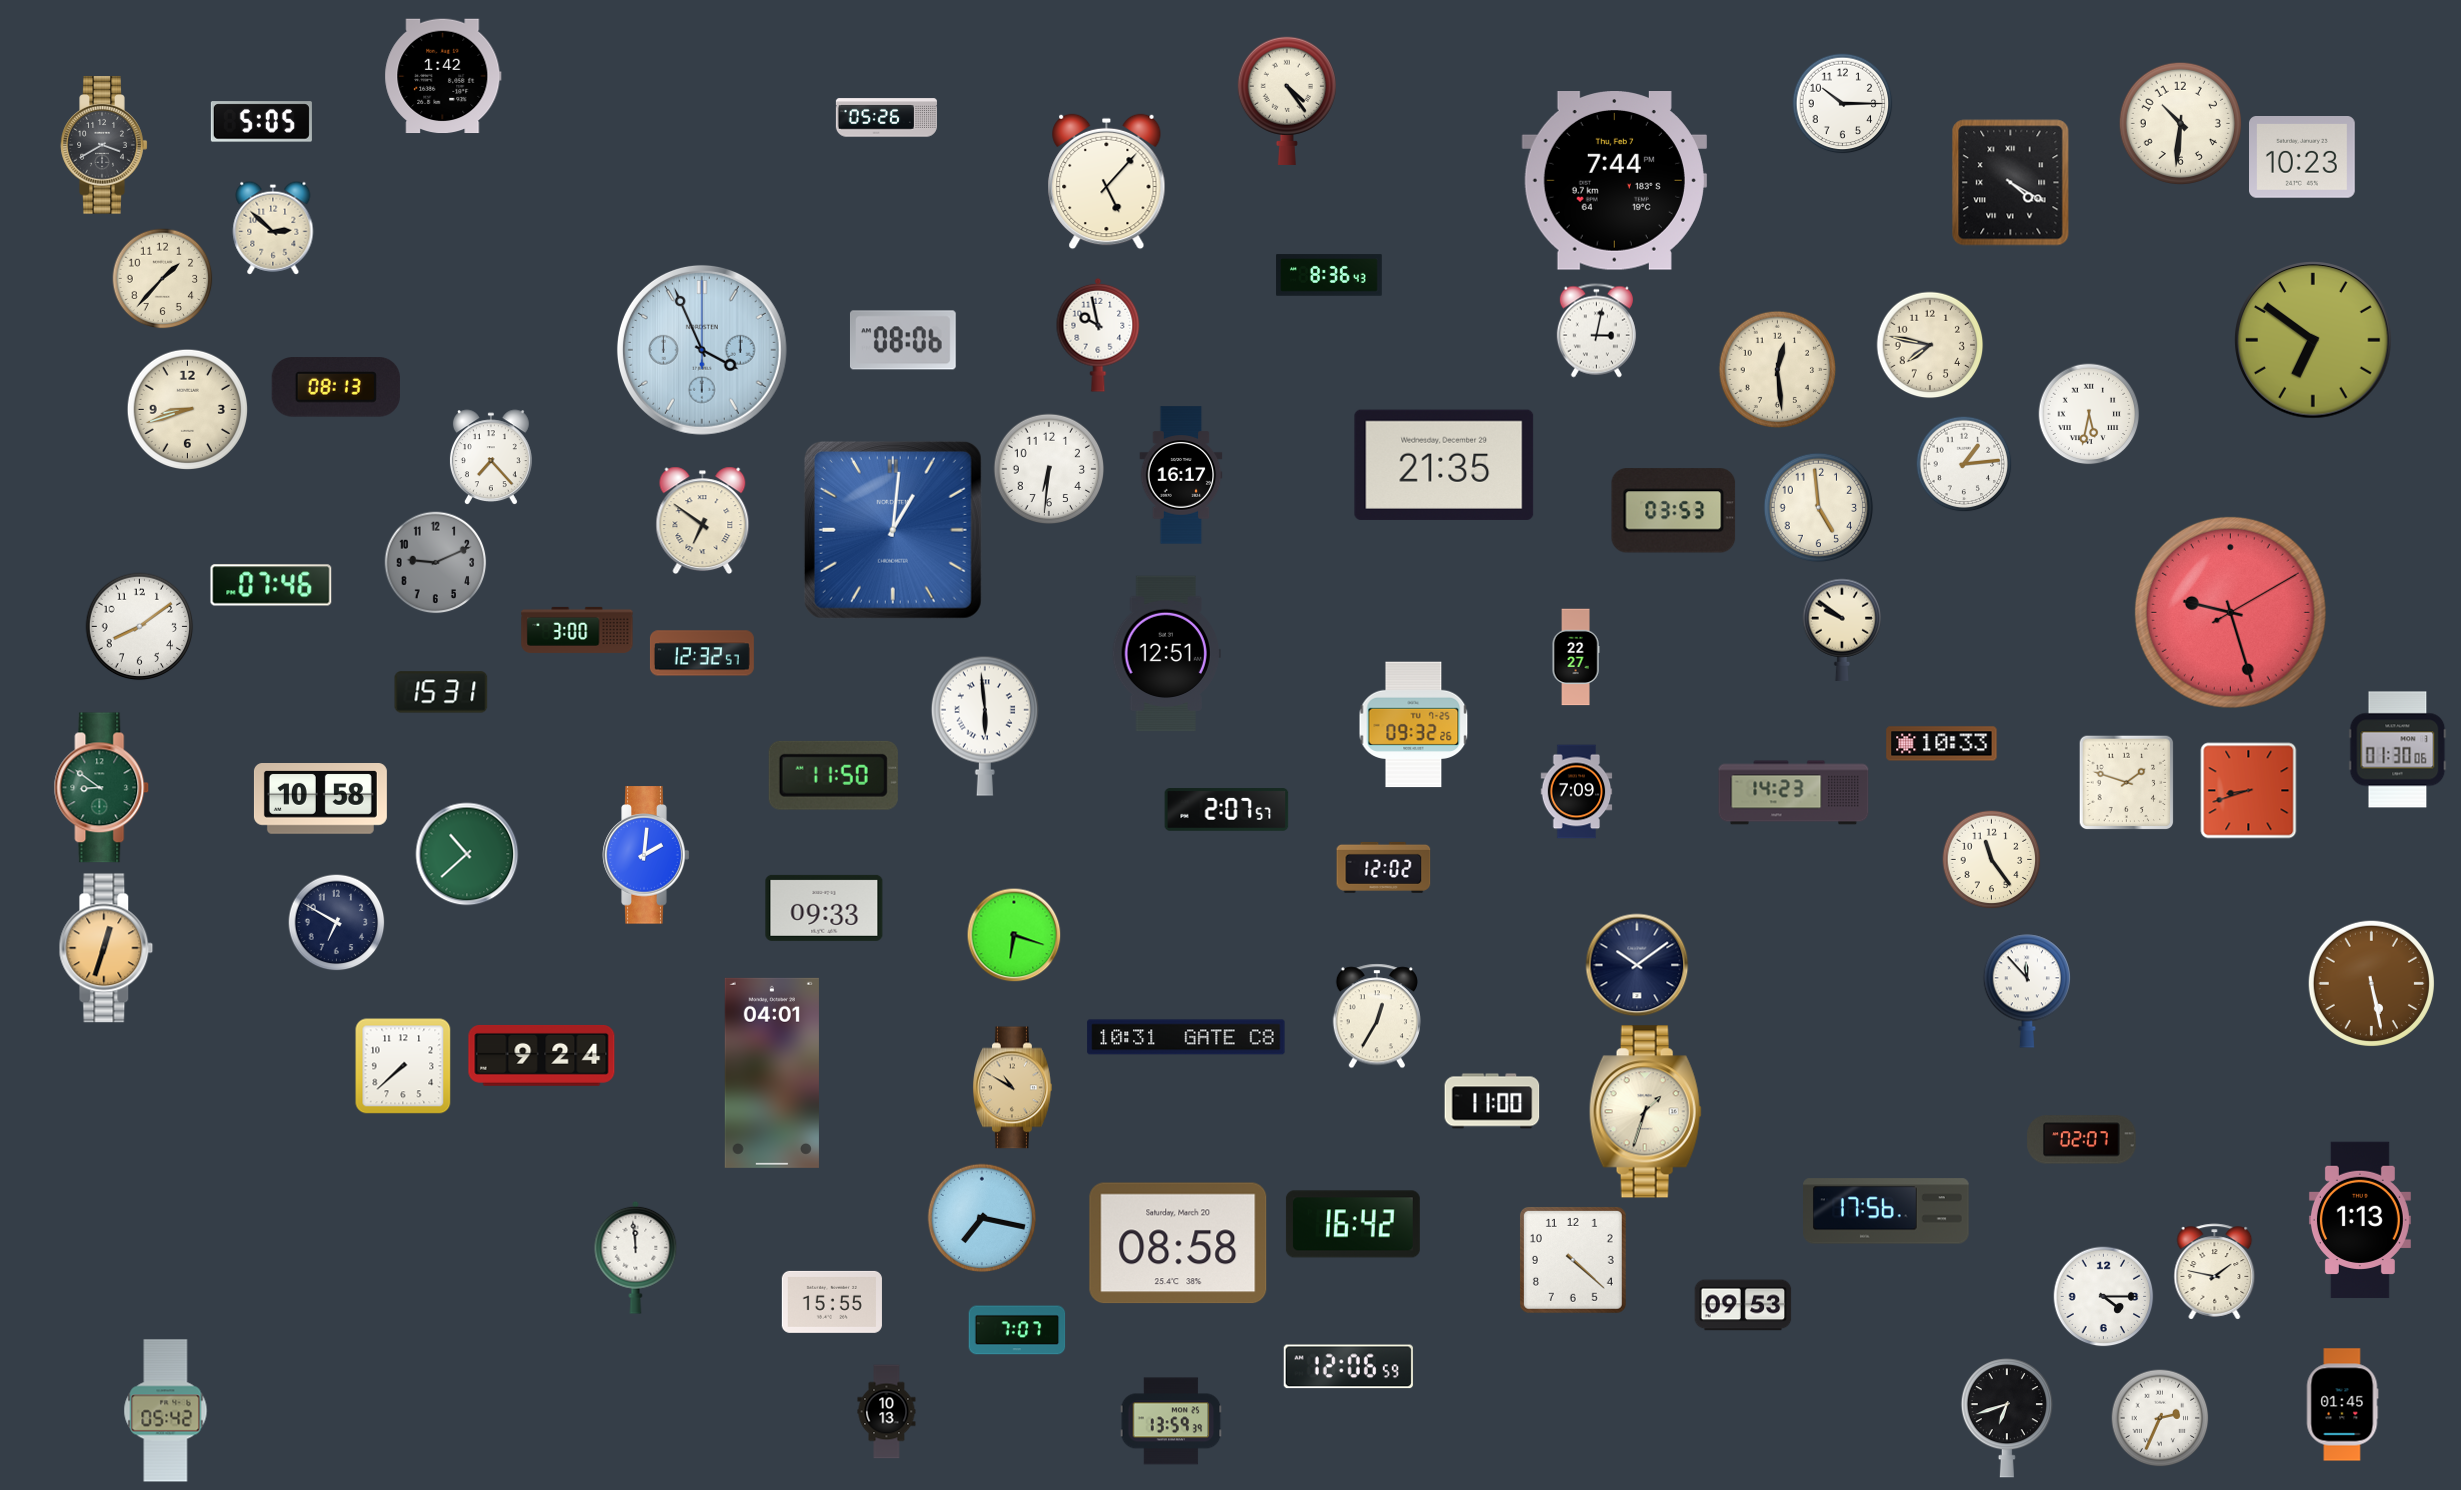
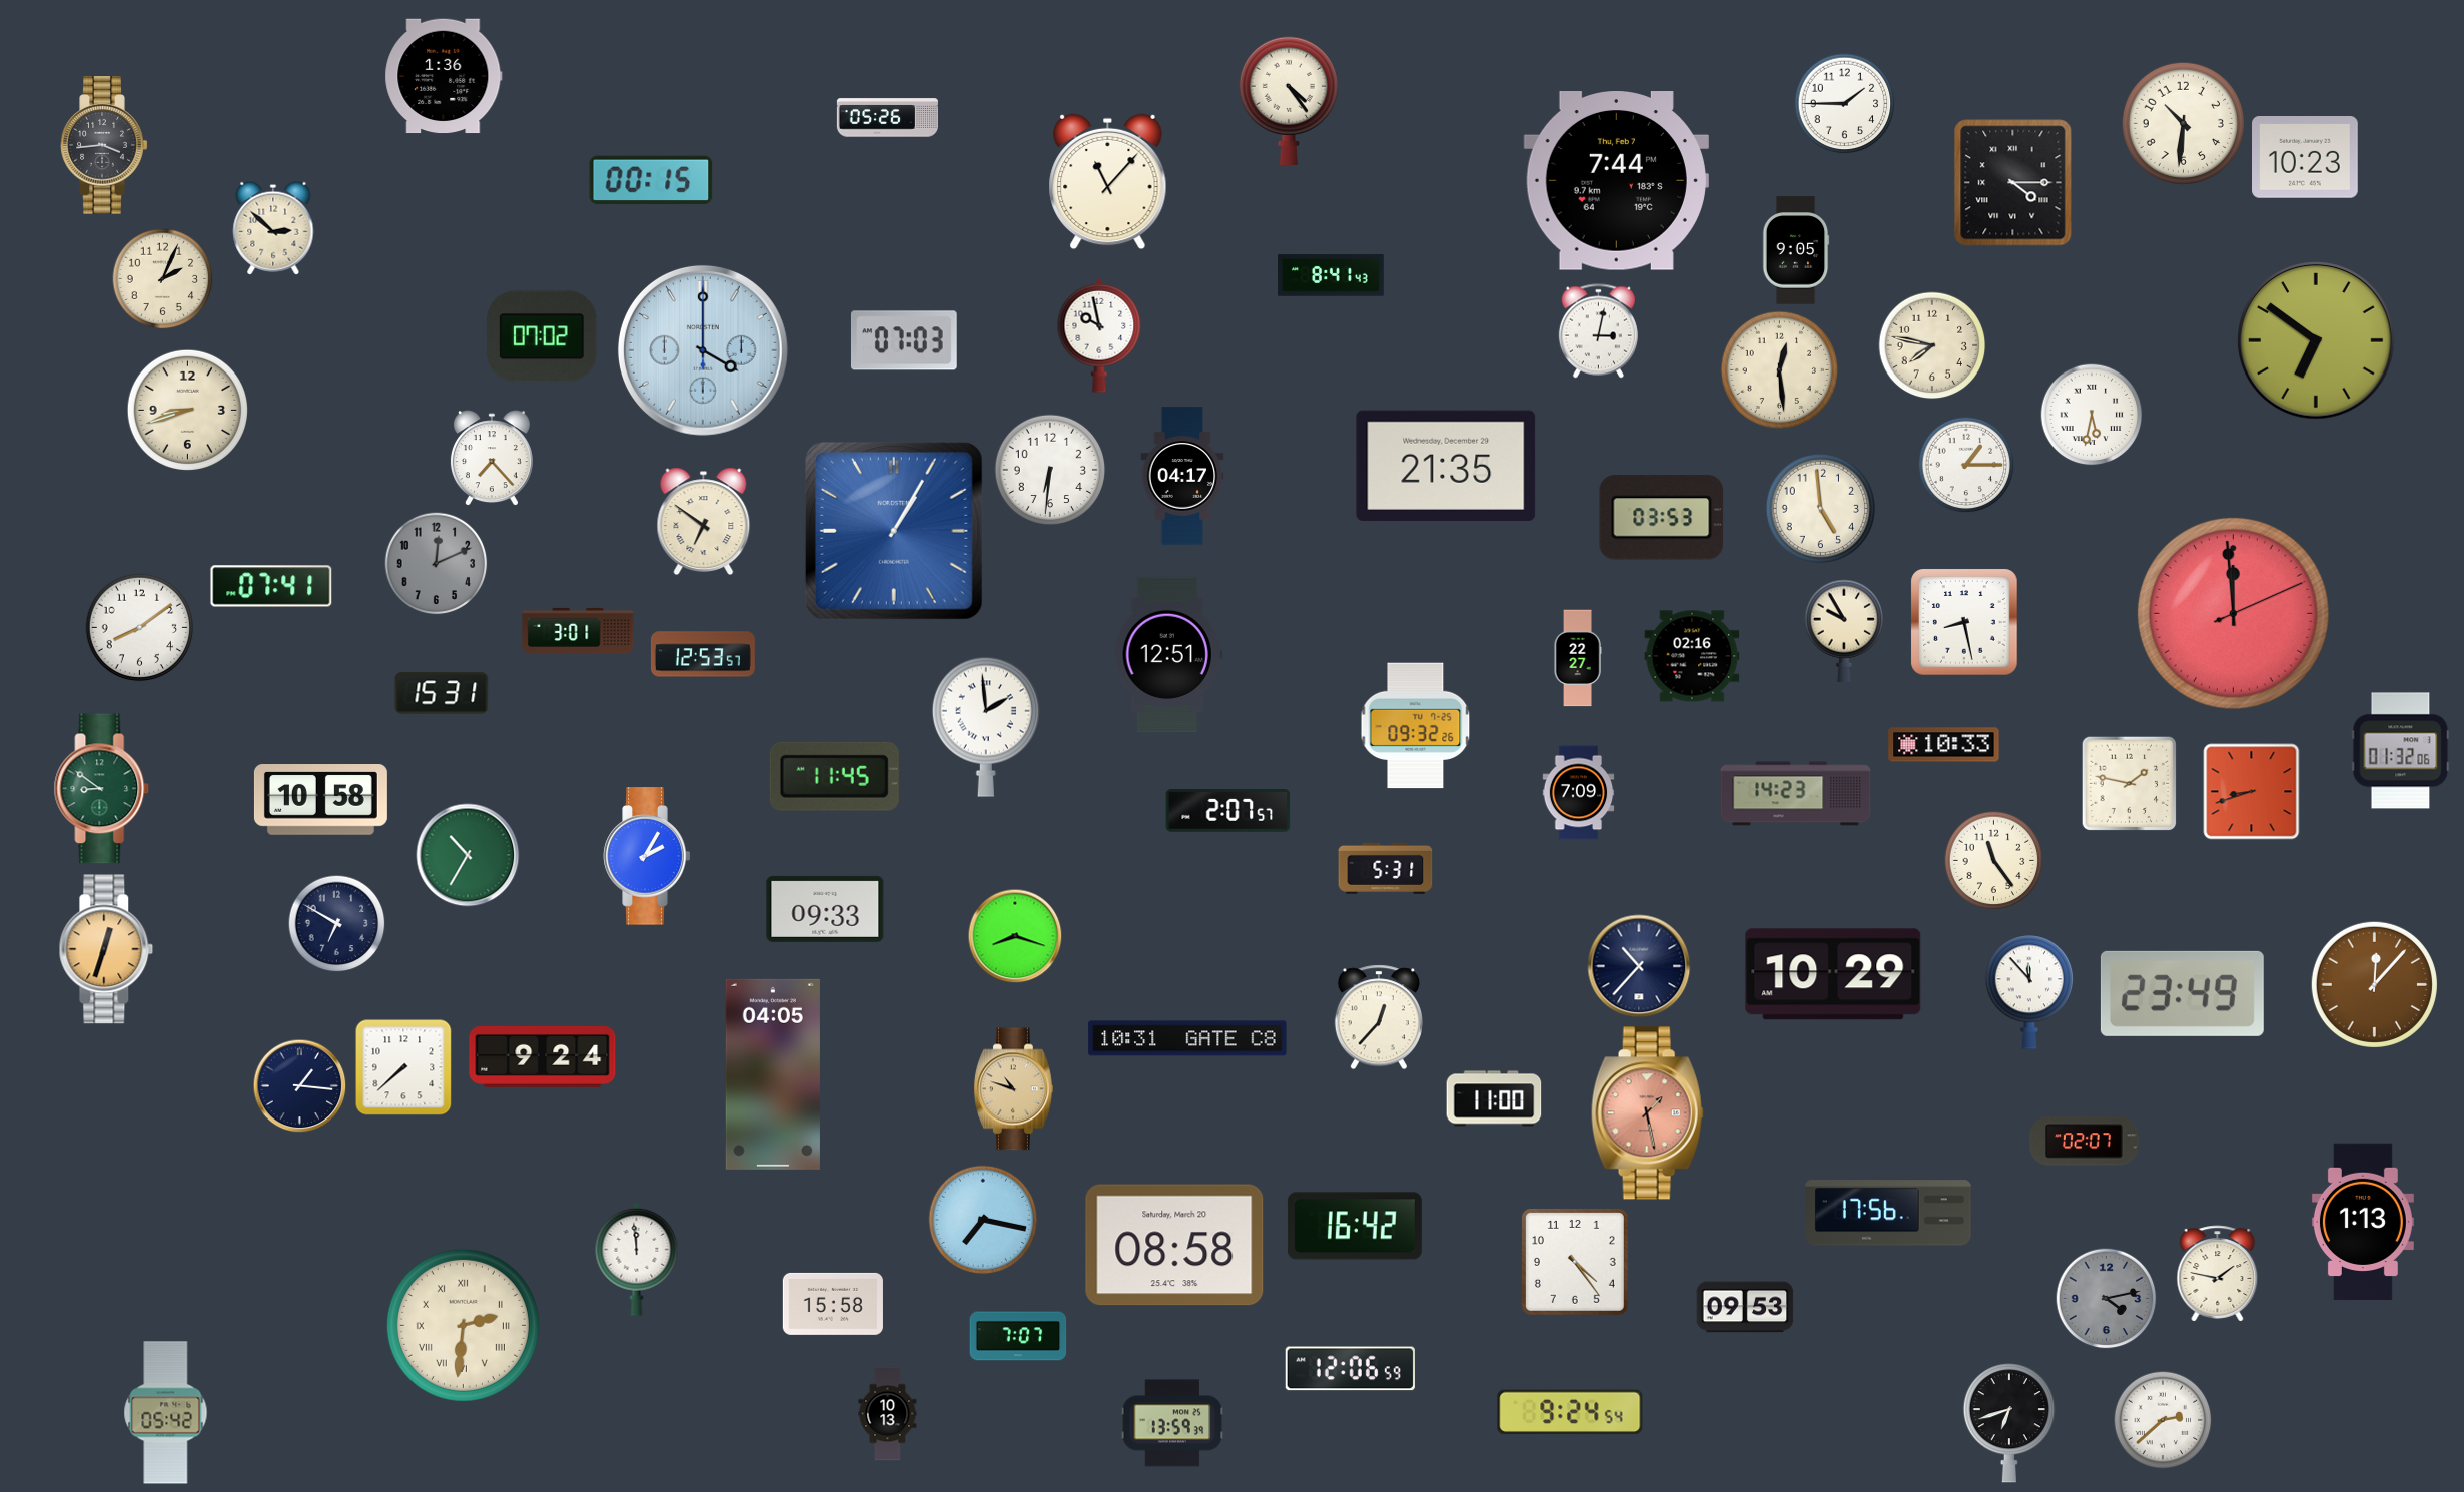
clock at (443, 76): 1:42 -> 1:36
clock at (1843, 104): 10:15 -> 1:45
clock at (261, 122): 5:05 -> none
clock at (104, 145): 3:40 -> 3:44
clock at (651, 180): none -> 00:15
clock at (1107, 182): 5:07 -> 11:07
clock at (2011, 183): 4:20 -> 4:15
clock at (1796, 250): none -> 9:05
clock at (1329, 275): 8:36 -> 8:41
clock at (163, 279): 1:37 -> 2:04
clock at (542, 336): none -> 07:02
clock at (903, 340): 08:06 -> 07:03
clock at (702, 350): 3:56 -> 4:00
clock at (336, 387): 08:13 -> none
clock at (1964, 464): 1:14 -> 1:15
clock at (1181, 475): 16:17 -> 04:17
clock at (1674, 511) position: (1674, 511) -> (1662, 518)
clock at (893, 530): 1:01 -> 1:05
clock at (436, 563): 9:11 -> 12:11
clock at (271, 585): 07:46 -> 07:41
clock at (2230, 612): 9:27 -> 11:59
clock at (1964, 622): none -> 8:28
clock at (577, 630): 3:00 -> 3:01
clock at (1842, 630): 9:51 -> 9:55
clock at (702, 653): 12:32 -> 12:53
clock at (1692, 656): none -> 02:16
clock at (985, 726): 5:59 -> 1:59
clock at (2398, 750): 01:30 -> 01:32
clock at (833, 775): 11:50 -> 11:45
clock at (2127, 783): 1:48 -> 1:47
clock at (467, 854): 10:38 -> 10:35
clock at (646, 855): 2:01 -> 2:05
clock at (1384, 867): 12:02 -> 5:31
clock at (1014, 935): 6:18 -> 8:18
clock at (1637, 965): 10:09 -> 10:37
clock at (1833, 974): none -> 10:29
clock at (2371, 983): 5:28 -> 12:07
clock at (2182, 993): none -> 23:49
clock at (1377, 1016): 12:35 -> 12:37
clock at (772, 1073): 04:01 -> 04:05
clock at (300, 1086): none -> 1:16
clock at (1013, 1088): 10:50 -> 10:48
clock at (1492, 1101) position: (1492, 1101) -> (1494, 1098)
clock at (1645, 1112): 1:33 -> 1:28
clock at (1645, 1112) dial: cream -> salmon
clock at (1178, 1243) position: (1178, 1243) -> (1174, 1245)
clock at (1573, 1260): 4:22 -> 4:24
clock at (2104, 1297): 4:15 -> 4:13
clock at (2104, 1297) dial: white -> grey
clock at (832, 1302): 15:55 -> 15:58
clock at (463, 1325): none -> 2:31
clock at (1017, 1330) position: (1017, 1330) -> (1018, 1336)
clock at (2342, 1405): 01:45 -> none
clock at (1570, 1412): none -> 9:24
clock at (2007, 1418) position: (2007, 1418) -> (2009, 1423)
clock at (2160, 1418): 2:34 -> 2:38
